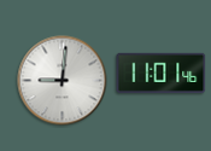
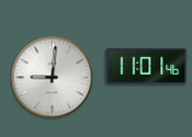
clock at (63, 81) position: (63, 81) -> (53, 78)
